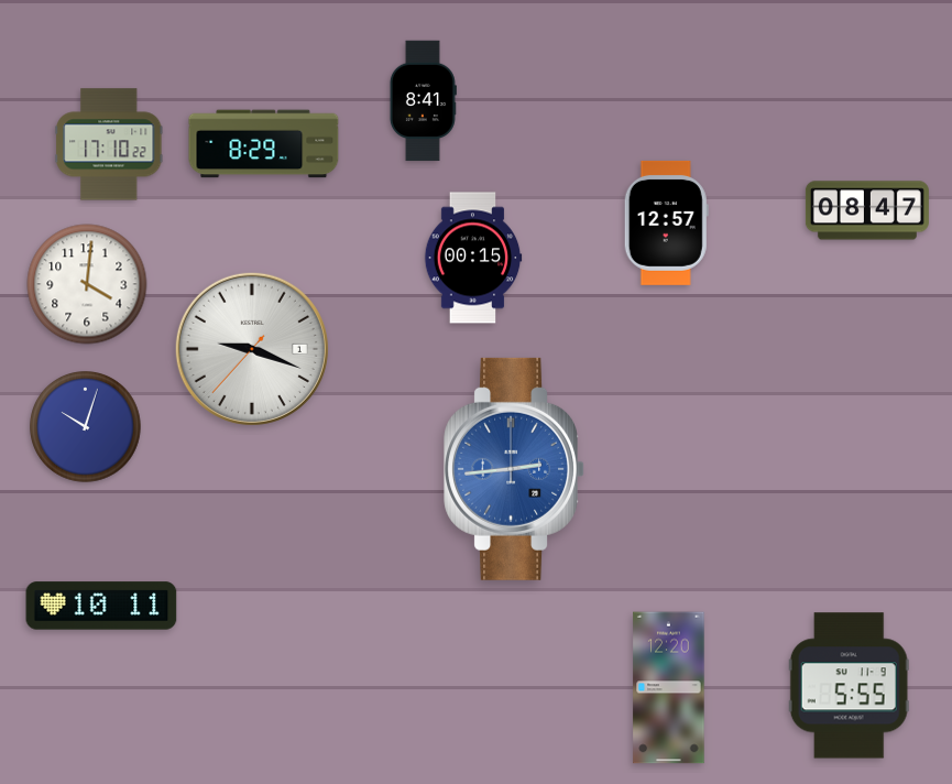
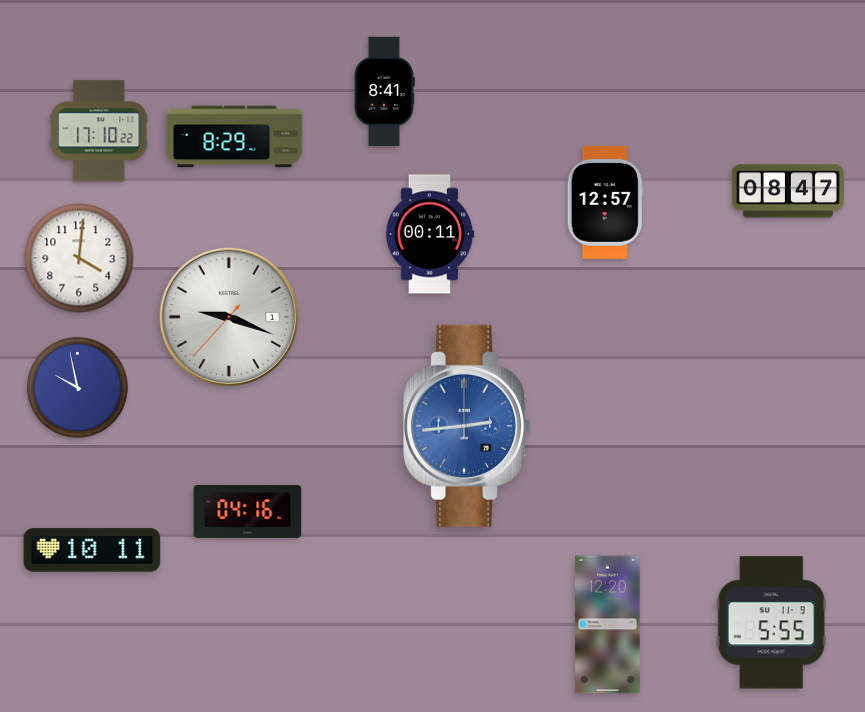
clock at (264, 144) position: (264, 144) -> (235, 137)
clock at (473, 258): 00:15 -> 00:11
clock at (86, 427): 10:03 -> 9:58
clock at (248, 512): none -> 04:16
